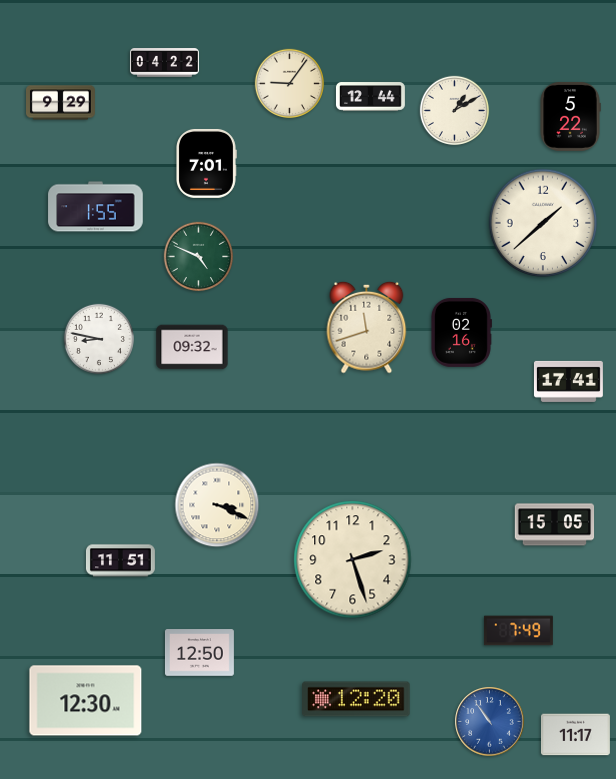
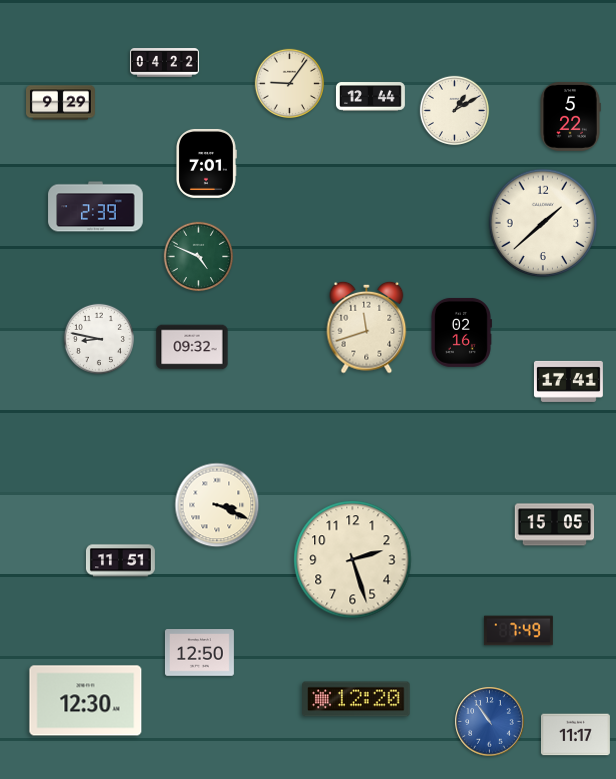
clock at (96, 207): 1:55 -> 2:39
